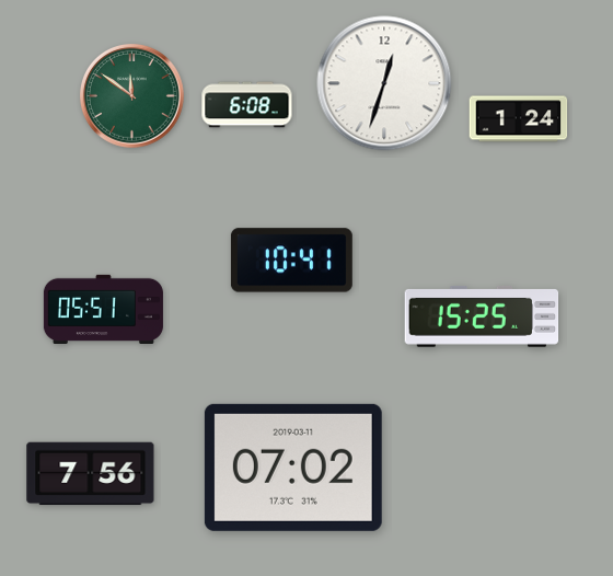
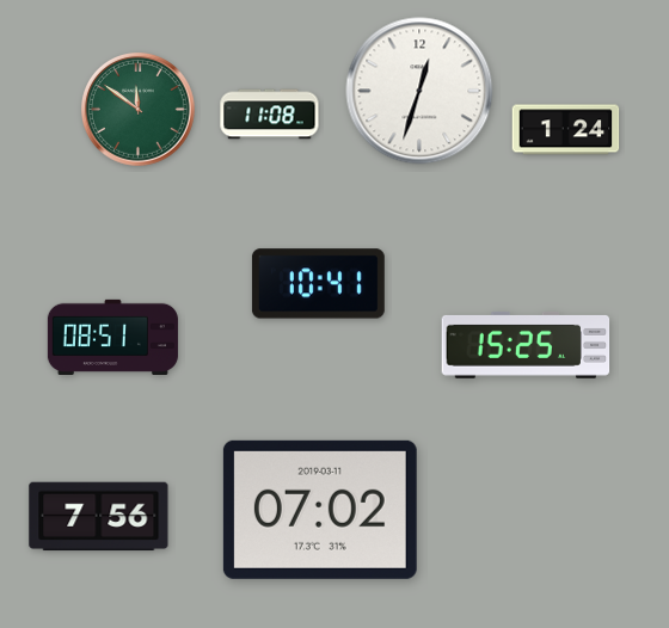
clock at (132, 96) position: (132, 96) -> (139, 110)
clock at (247, 105): 6:08 -> 11:08
clock at (103, 309): 05:51 -> 08:51
